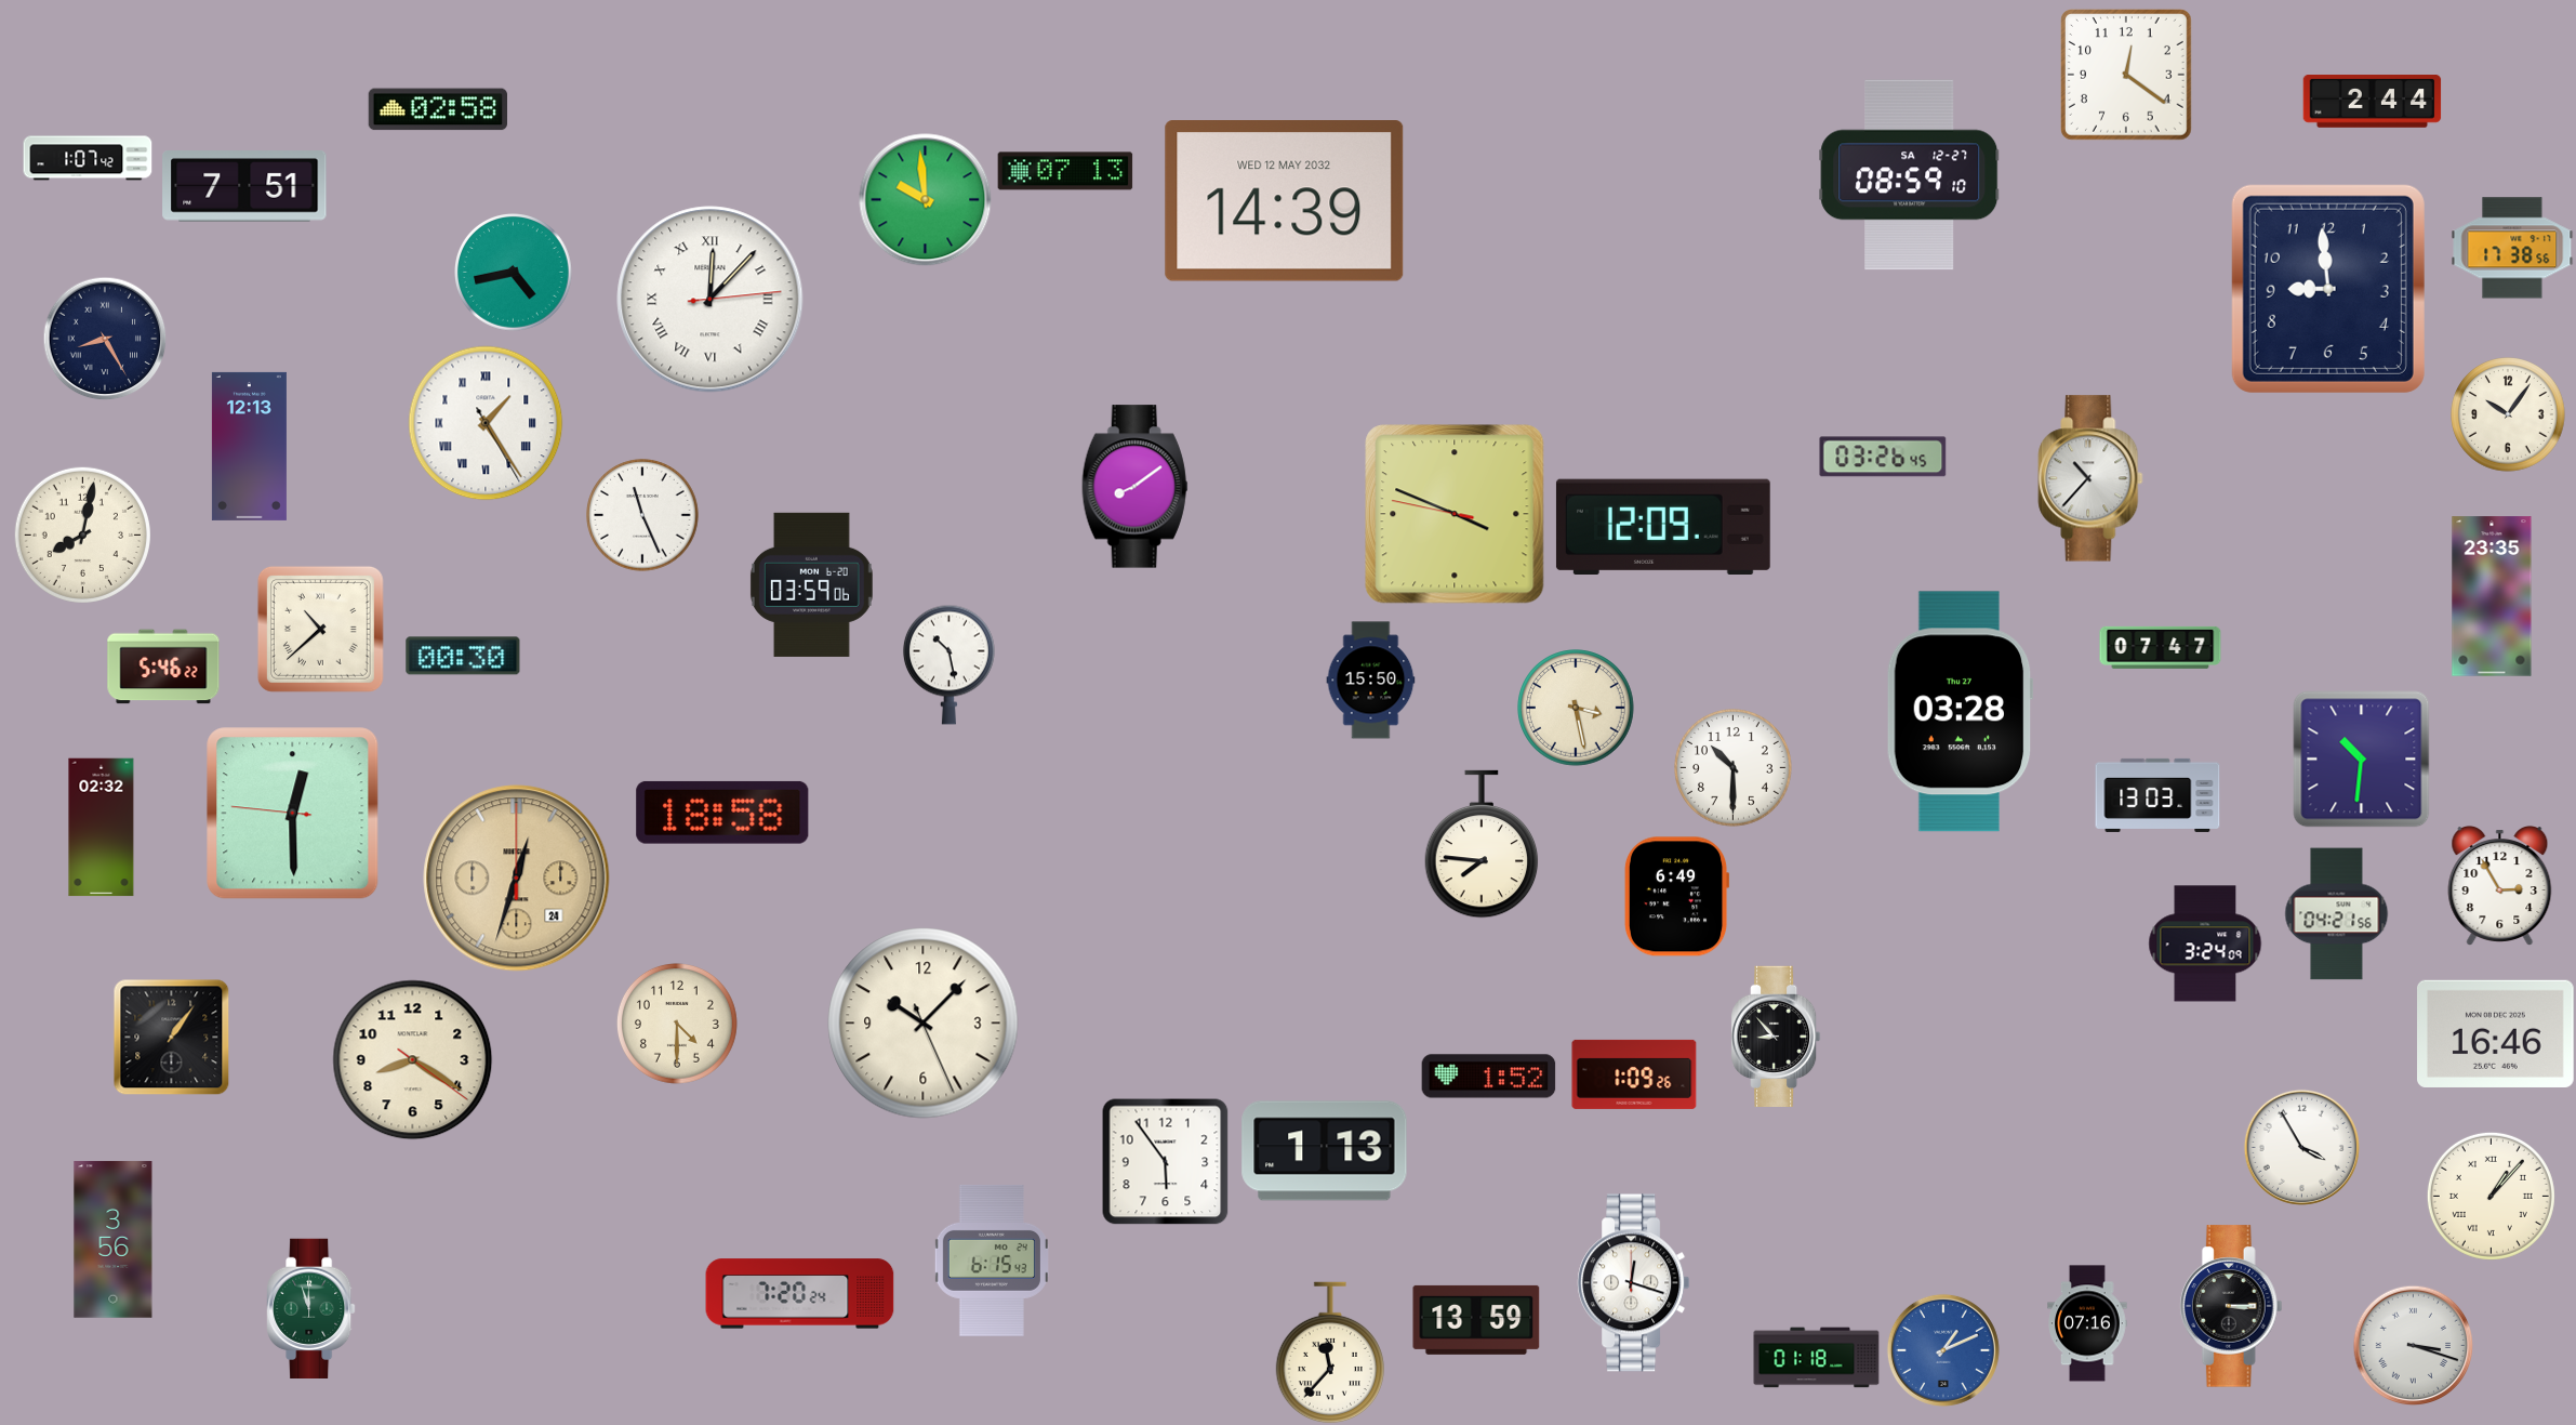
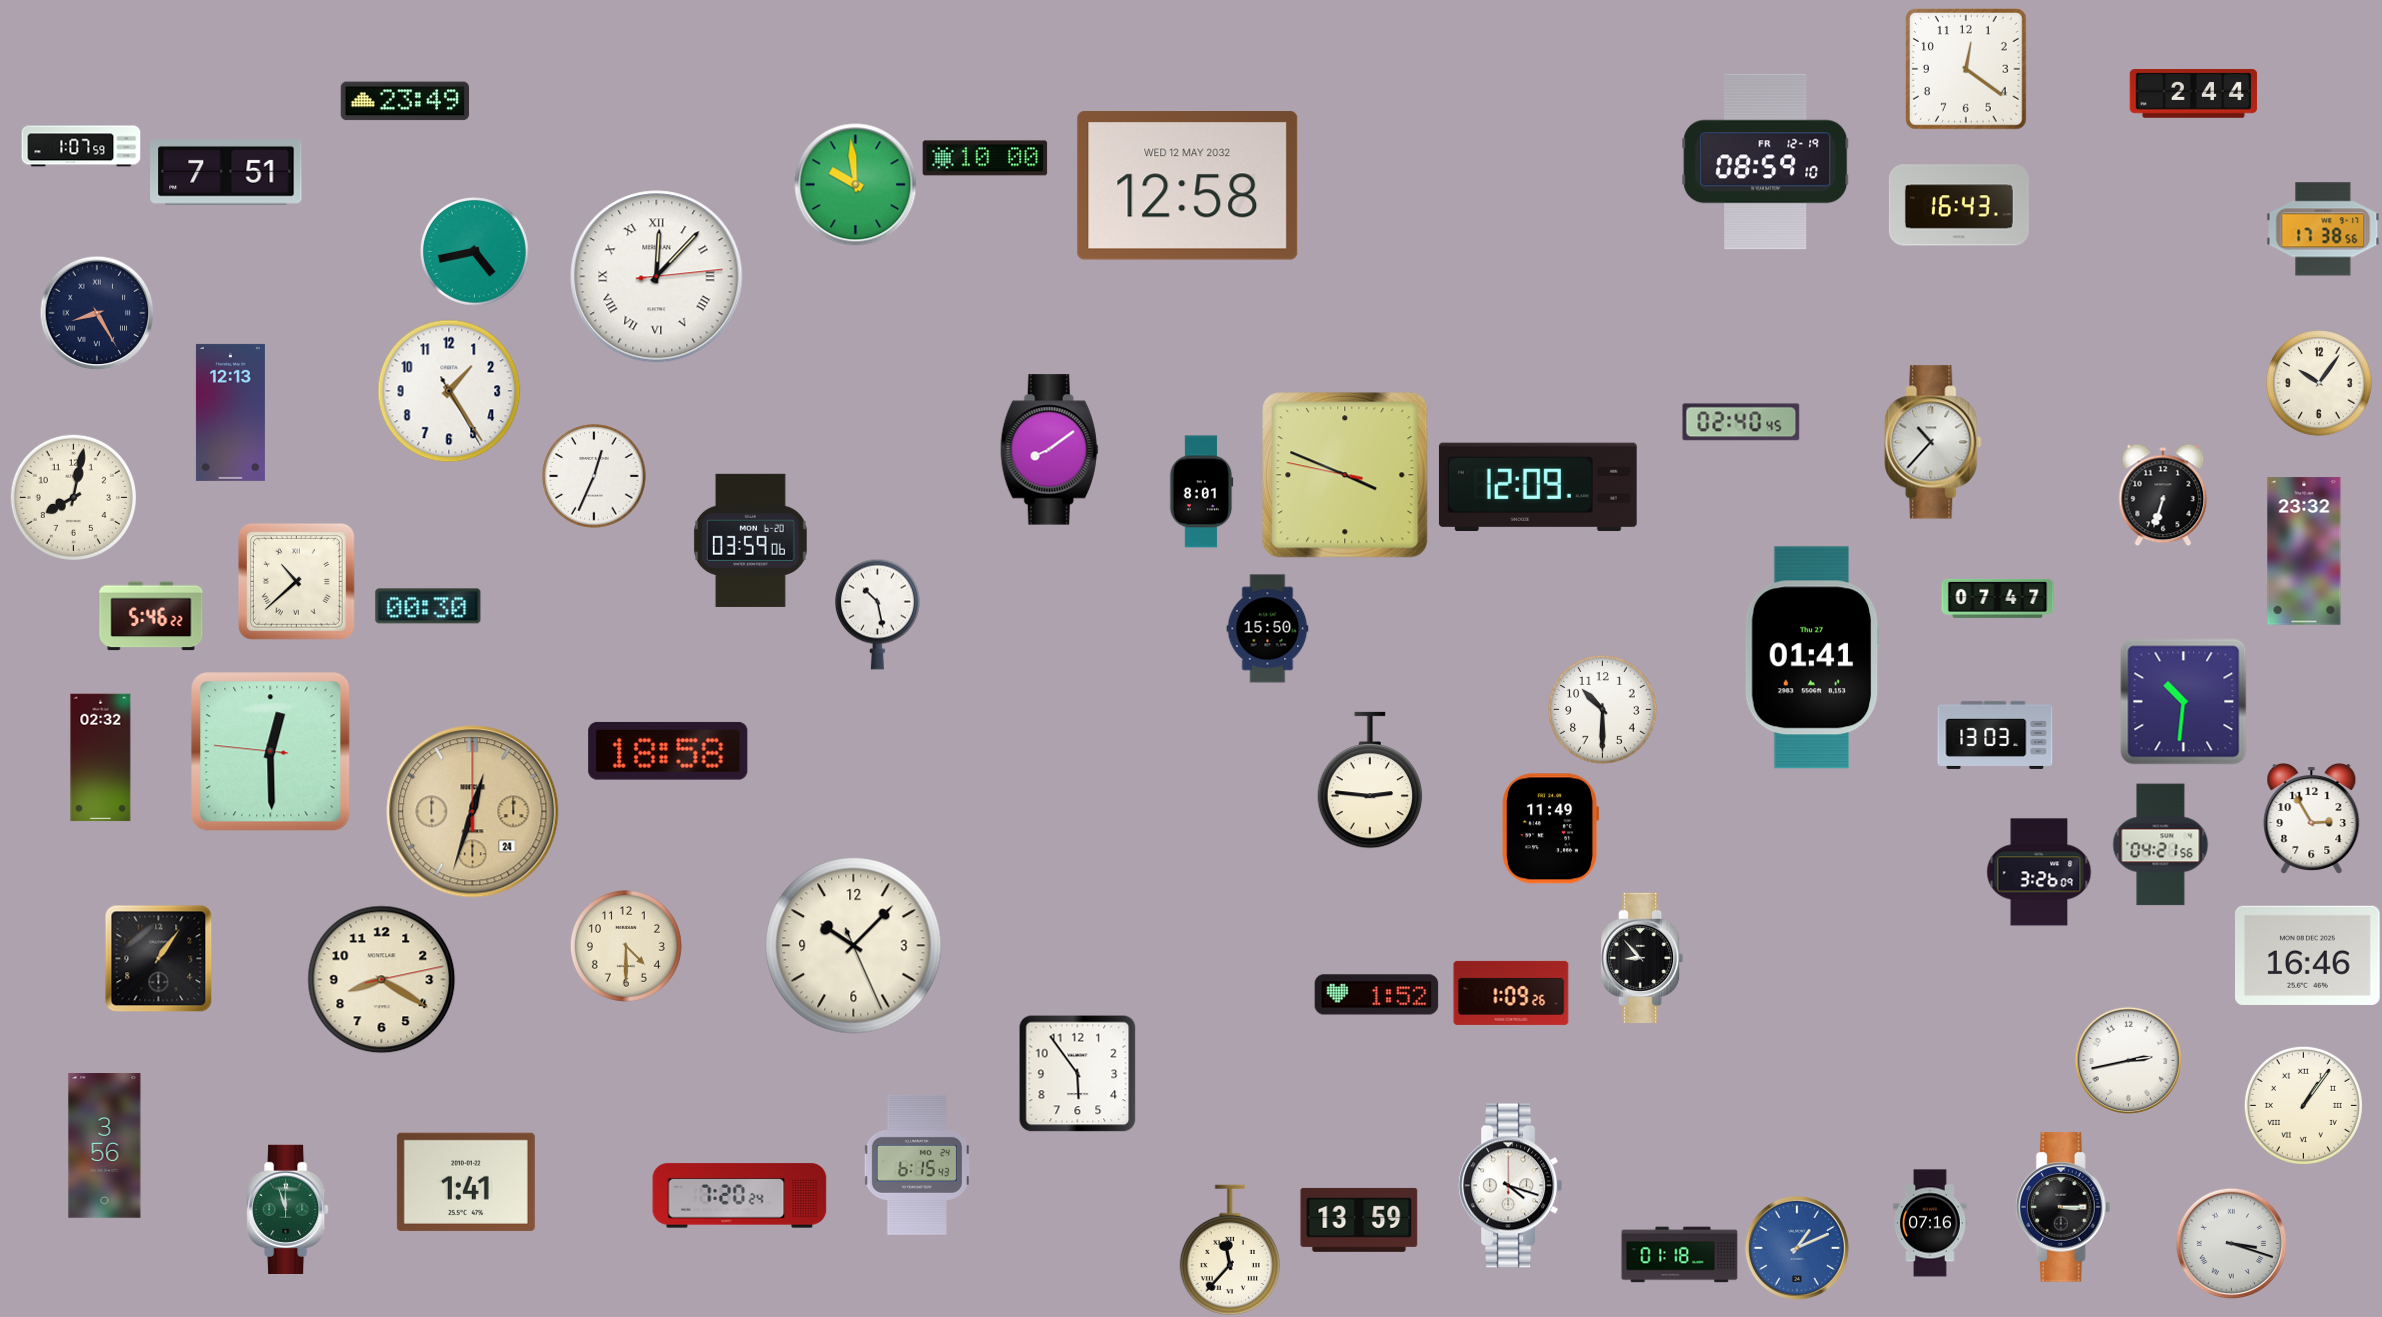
clock at (437, 109): 02:58 -> 23:49
clock at (88, 158): 1:07:42 -> 1:07:59
clock at (1065, 171): 07:13 -> 10:00
clock at (1910, 175) date: SA 12-27 -> FR 12-19
clock at (1285, 201): 14:39 -> 12:58
clock at (1959, 205): none -> 16:43
clock at (2328, 289): 8:59 -> none
clock at (486, 423) numerals: Roman -> Arabic
clock at (1883, 457): 03:26 -> 02:40
clock at (642, 515): 11:26 -> 12:34
clock at (1201, 492): none -> 8:01
clock at (82, 535) position: (82, 535) -> (73, 497)
clock at (2163, 495): none -> 6:33
clock at (2492, 596): 23:35 -> 23:32
clock at (1577, 709): 3:28 -> none
clock at (1960, 712): 03:28 -> 01:41
clock at (102, 828) position: (102, 828) -> (101, 758)
clock at (1482, 844): 7:46 -> 2:46
clock at (517, 879) position: (517, 879) -> (473, 812)
clock at (1676, 897): 6:49 -> 11:49
clock at (2205, 944): 3:24 -> 3:26
clock at (413, 1060): 8:20:21 -> 8:20:13
clock at (2301, 1147): 3:55 -> 2:43
clock at (1325, 1151): 1:13 -> none
clock at (2491, 1196): 1:07 -> 1:06
clock at (466, 1182): none -> 1:41
clock at (1634, 1283): 12:18 -> 4:18
clock at (1476, 1320) position: (1476, 1320) -> (1359, 1220)
